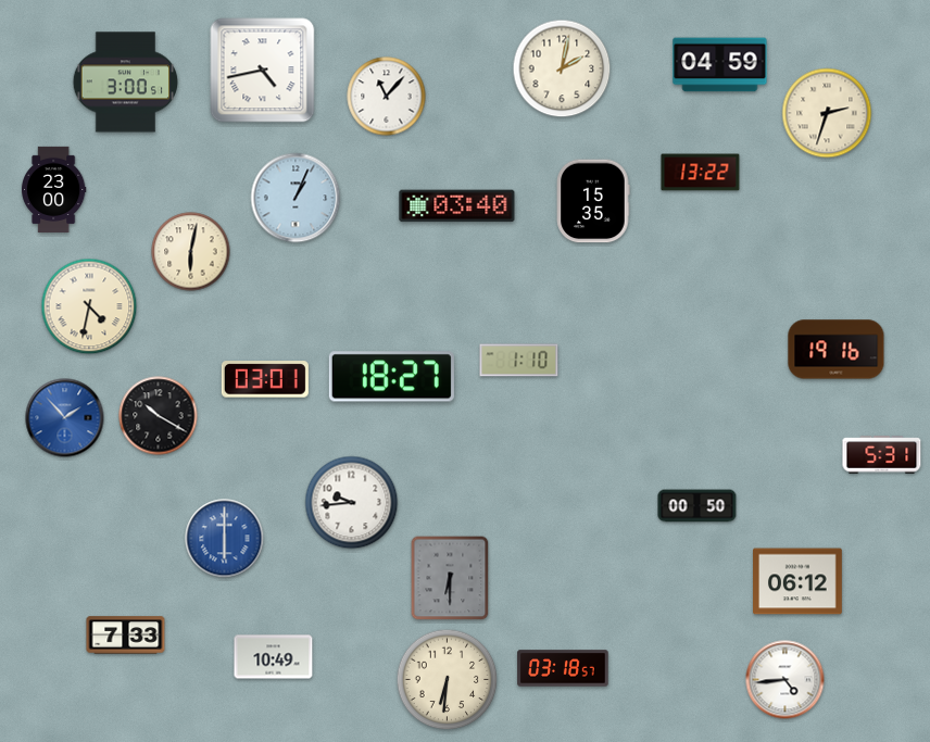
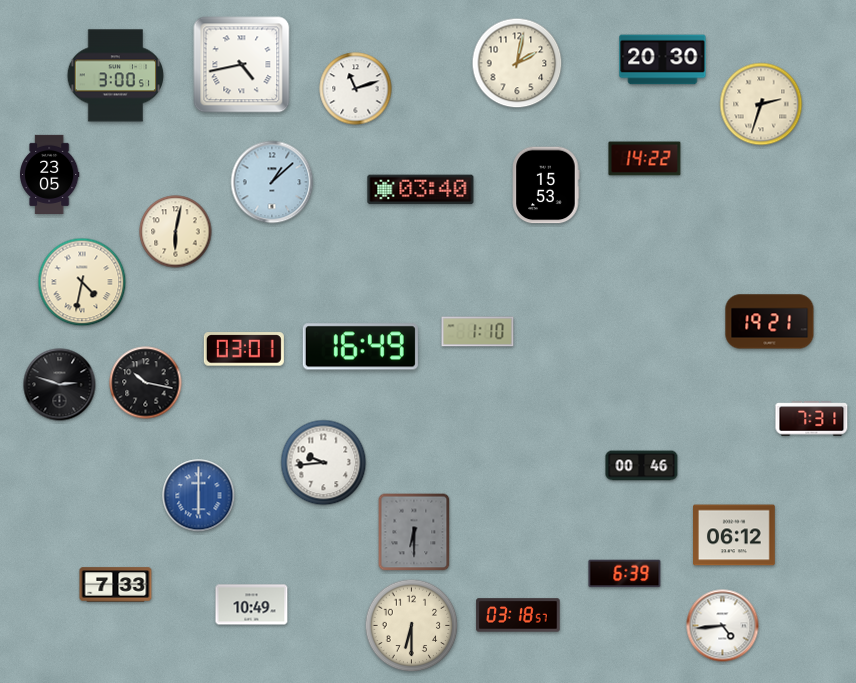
clock at (720, 65): 04:59 -> 20:30
clock at (387, 97): 11:07 -> 11:12
clock at (701, 173): 13:22 -> 14:22
clock at (53, 189): 23:00 -> 23:05
clock at (296, 198): 1:04 -> 1:08
clock at (593, 201): 15:35 -> 15:53
clock at (837, 350): 19:16 -> 19:21
clock at (391, 377): 18:27 -> 16:49
clock at (159, 416): 10:20 -> 10:17
clock at (65, 418): 1:53 -> 2:48
clock at (65, 418) dial: blue -> black
clock at (882, 455): 5:31 -> 7:31
clock at (697, 506): 00:50 -> 00:46
clock at (225, 539) position: (225, 539) -> (199, 496)
clock at (625, 574): none -> 6:39
clock at (448, 680): 6:31 -> 6:30
